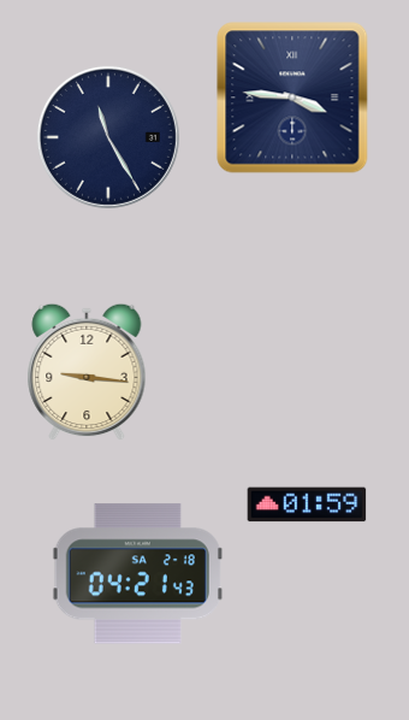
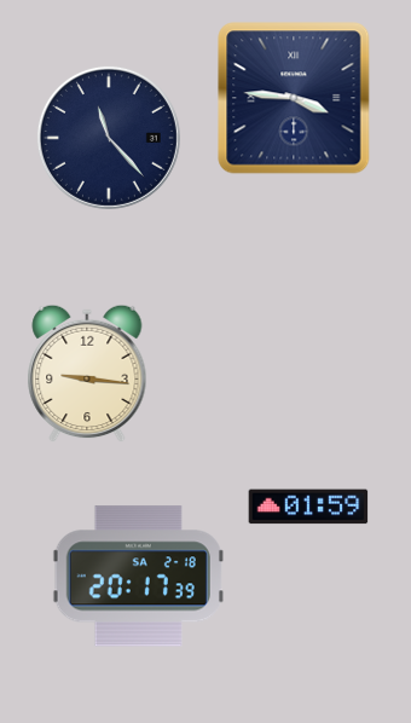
clock at (108, 137): 11:25 -> 11:23
clock at (137, 574): 04:21 -> 20:17
